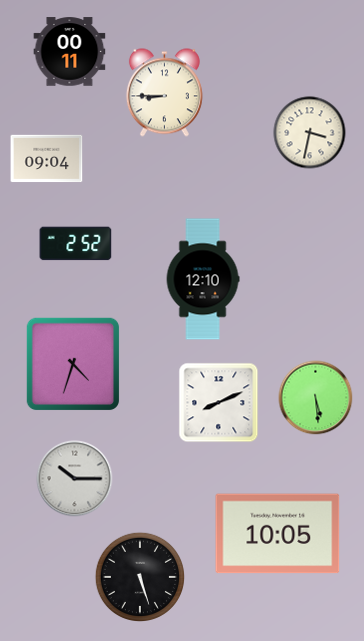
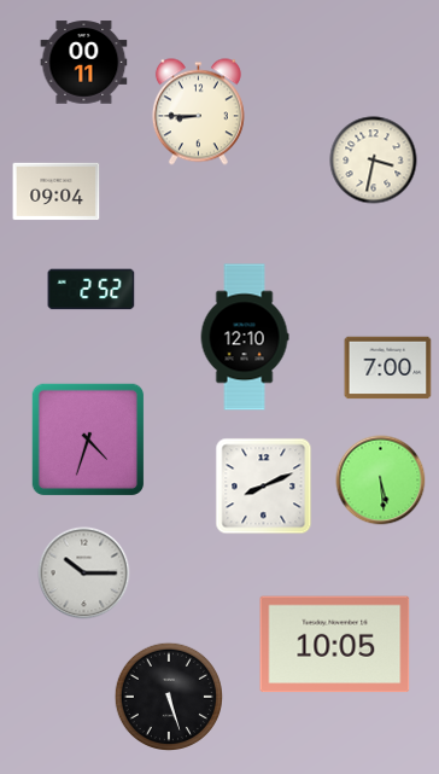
clock at (76, 244) position: (76, 244) -> (92, 290)
clock at (388, 368): none -> 7:00
clock at (75, 479) position: (75, 479) -> (84, 574)
